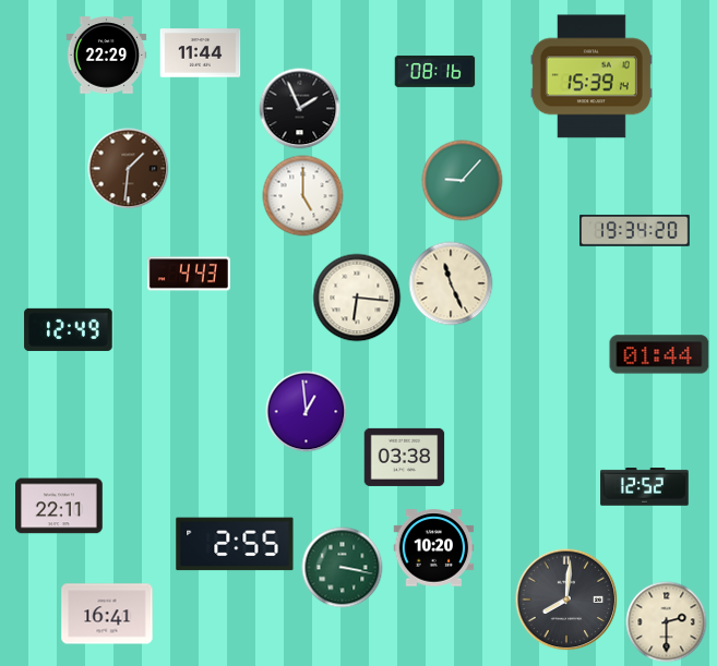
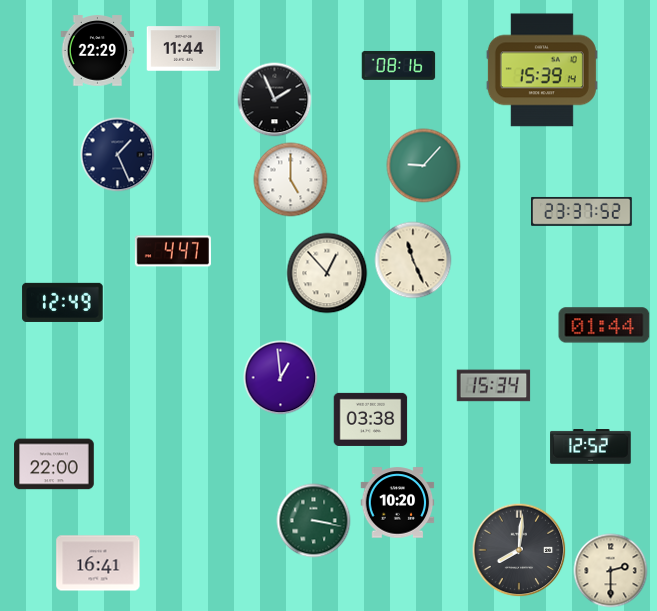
clock at (129, 169): 1:31 -> 1:26
clock at (129, 169) dial: brown -> navy
clock at (303, 196) position: (303, 196) -> (291, 180)
clock at (635, 230): 19:34 -> 23:37
clock at (189, 274): 4:43 -> 4:47
clock at (357, 298): 6:16 -> 12:53
clock at (494, 386): none -> 15:34
clock at (59, 506): 22:11 -> 22:00
clock at (235, 544): 2:55 -> none
